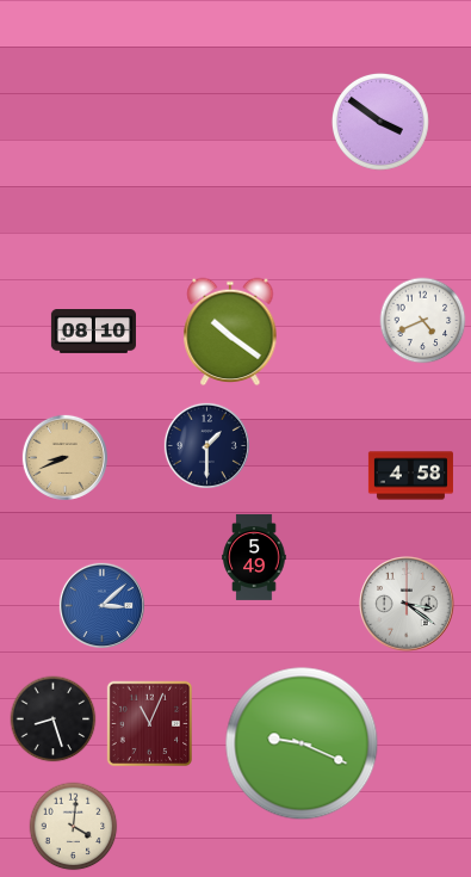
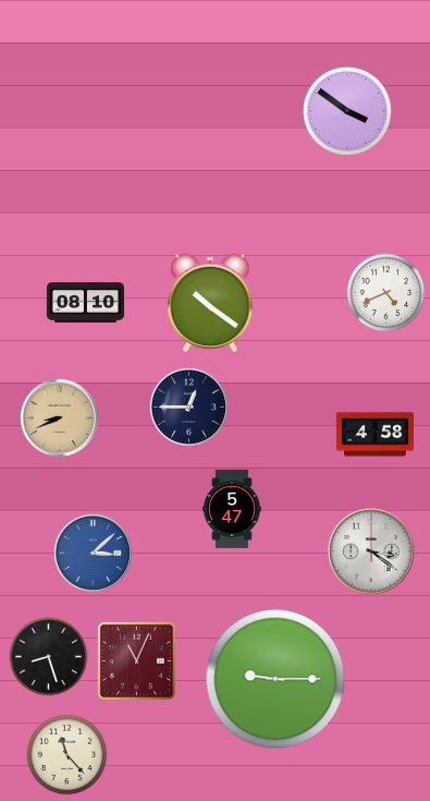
clock at (206, 445): 1:30 -> 12:45
clock at (254, 557): 5:49 -> 5:47
clock at (302, 743): 9:19 -> 9:15
clock at (74, 827): 4:01 -> 11:23
